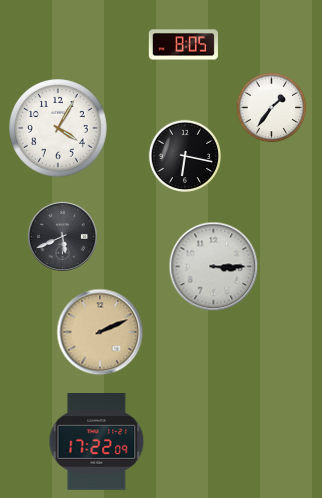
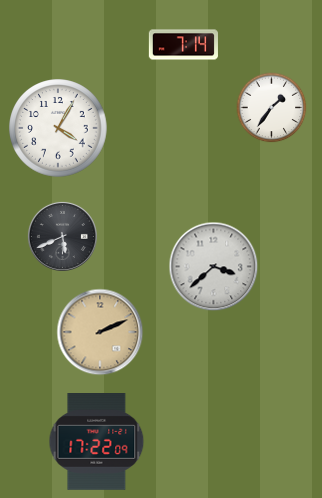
clock at (183, 45): 8:05 -> 7:14
clock at (185, 156): 6:17 -> none
clock at (214, 267): 3:15 -> 3:38
